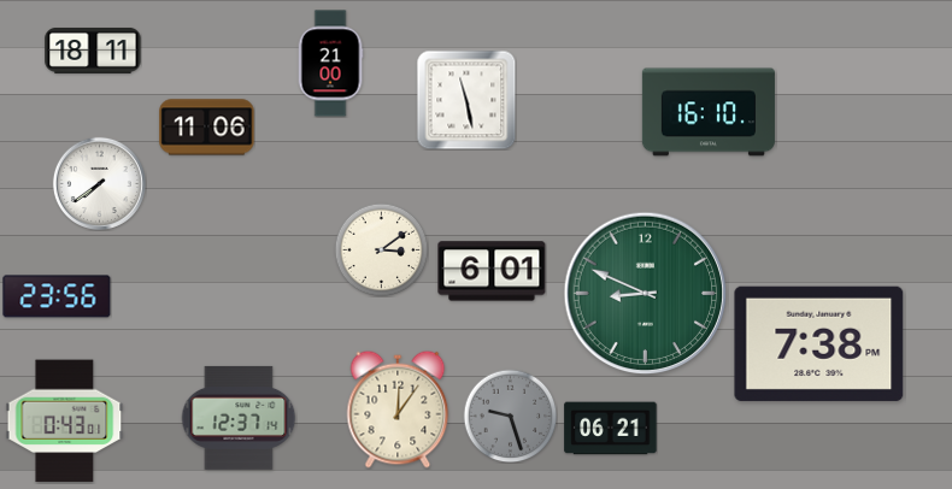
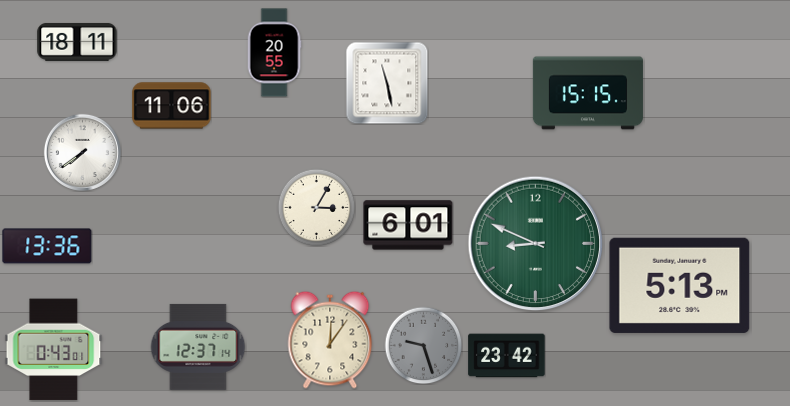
clock at (330, 64): 21:00 -> 20:55
clock at (709, 112): 16:10 -> 15:15
clock at (381, 249): 3:09 -> 3:05
clock at (57, 296): 23:56 -> 13:36
clock at (819, 343): 7:38 -> 5:13
clock at (611, 429): 06:21 -> 23:42
